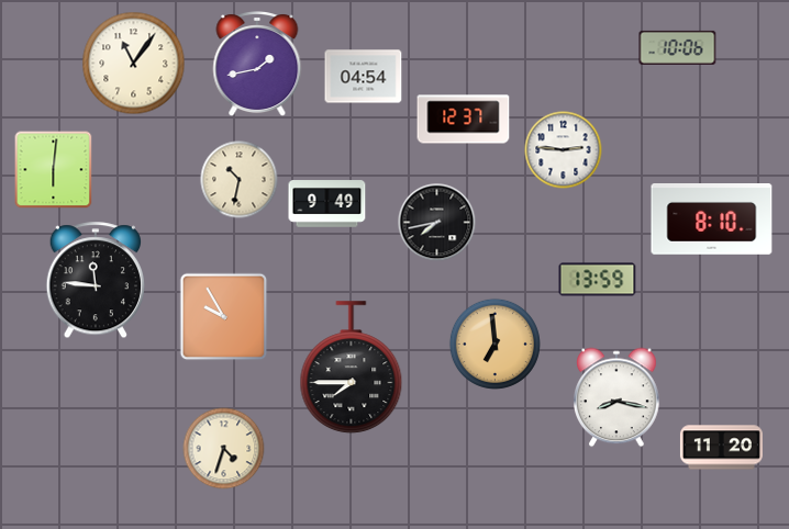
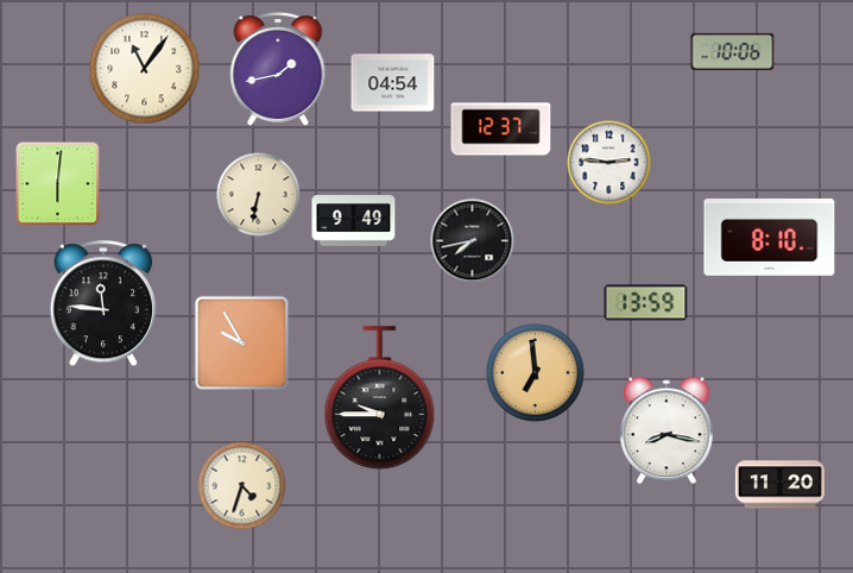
clock at (240, 180): 10:32 -> 6:32
clock at (352, 368): 7:45 -> 9:45
